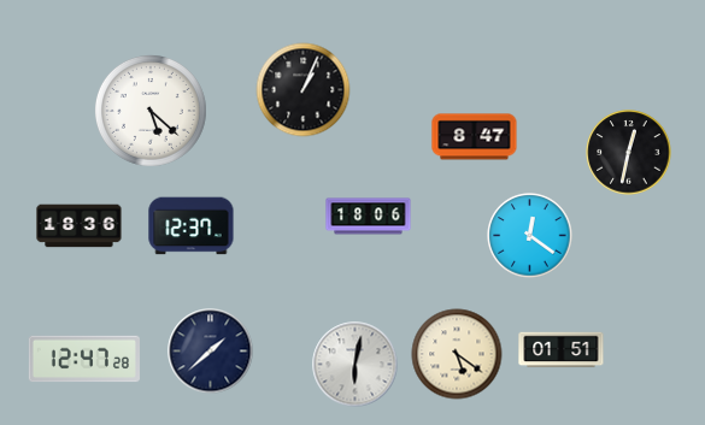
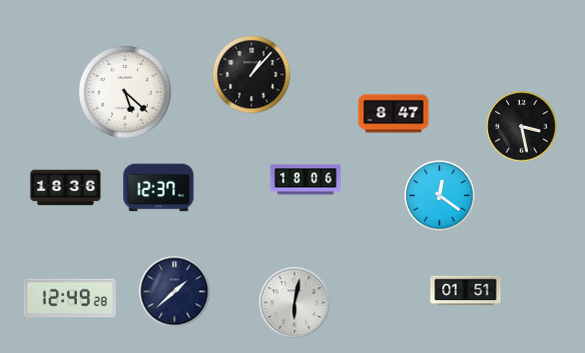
clock at (304, 90): 1:04 -> 1:07
clock at (629, 153): 12:32 -> 3:28
clock at (457, 354): 5:21 -> none
clock at (84, 359): 12:47 -> 12:49
